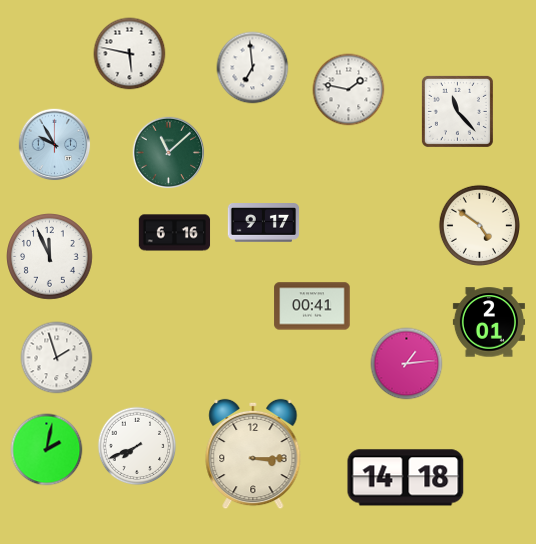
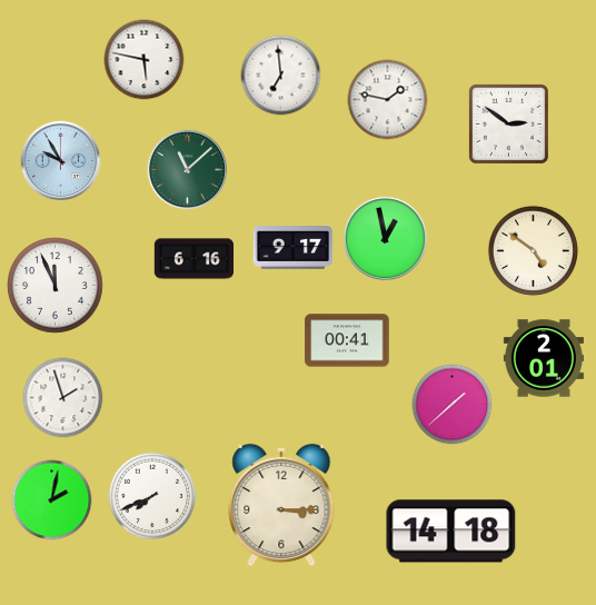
clock at (457, 111): 11:23 -> 2:51
clock at (385, 238): none -> 12:58
clock at (407, 364): 1:14 -> 1:38
